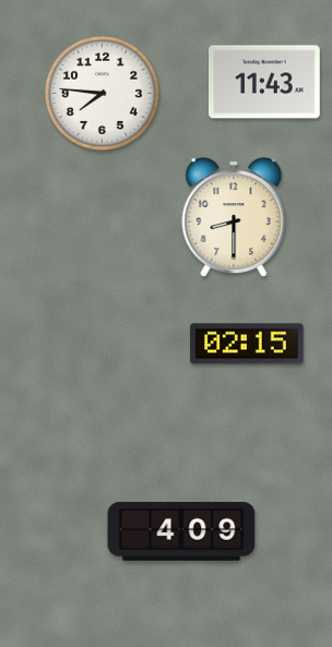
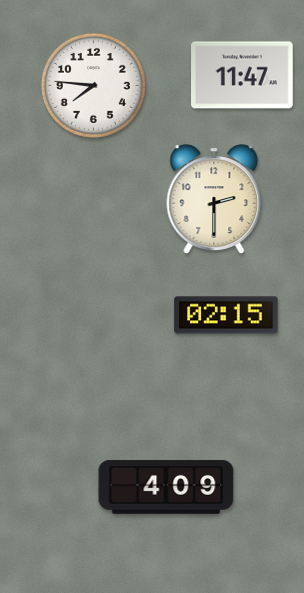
clock at (264, 82): 11:43 -> 11:47
clock at (234, 217): 8:30 -> 2:30
